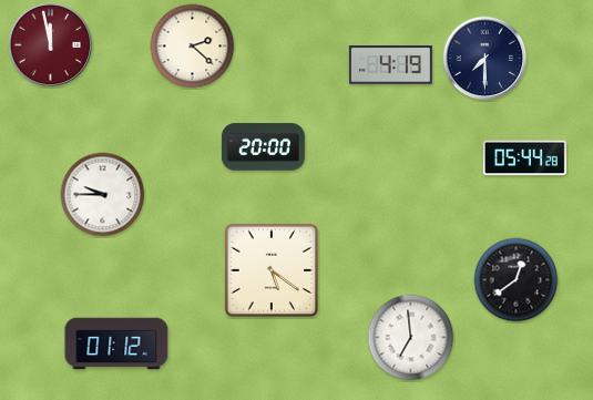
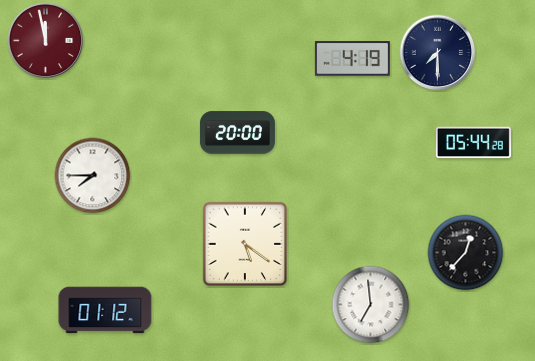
clock at (193, 47): 2:22 -> none
clock at (103, 195): 9:45 -> 7:45
clock at (517, 280): 12:39 -> 12:37
